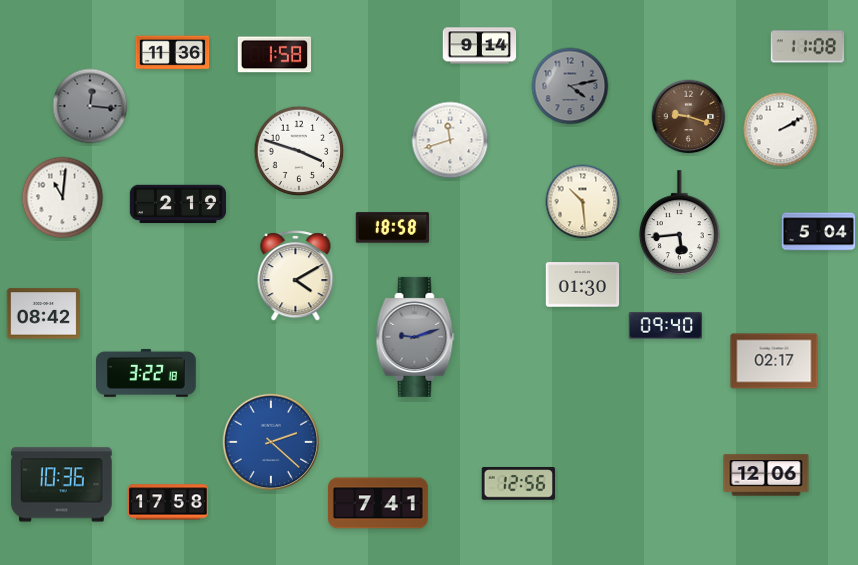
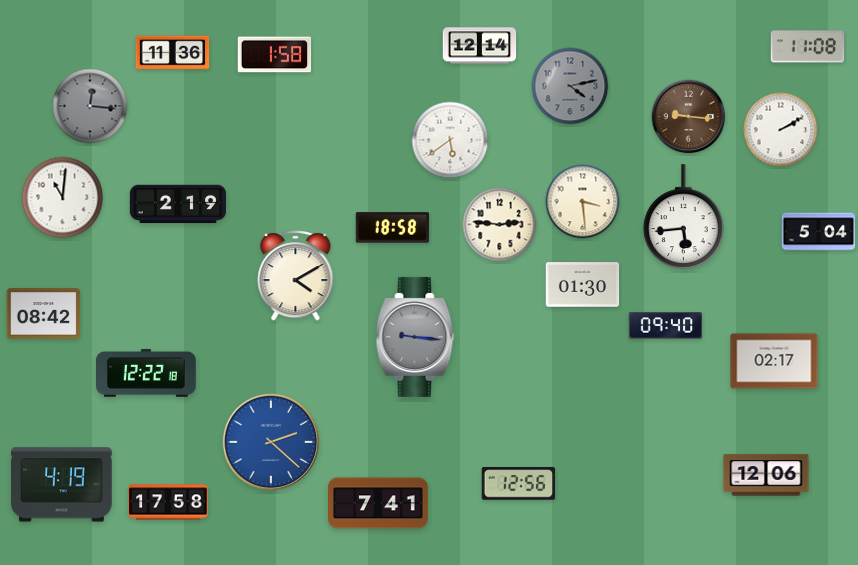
clock at (480, 46): 9:14 -> 12:14
clock at (689, 117): 9:18 -> 9:16
clock at (450, 140): 11:42 -> 5:39
clock at (299, 151): 3:48 -> none
clock at (583, 202): 10:29 -> 3:29
clock at (679, 223) position: (679, 223) -> (683, 217)
clock at (500, 225): none -> 2:46
clock at (415, 337): 9:12 -> 9:16
clock at (147, 373): 3:22 -> 12:22
clock at (62, 485): 10:36 -> 4:19
